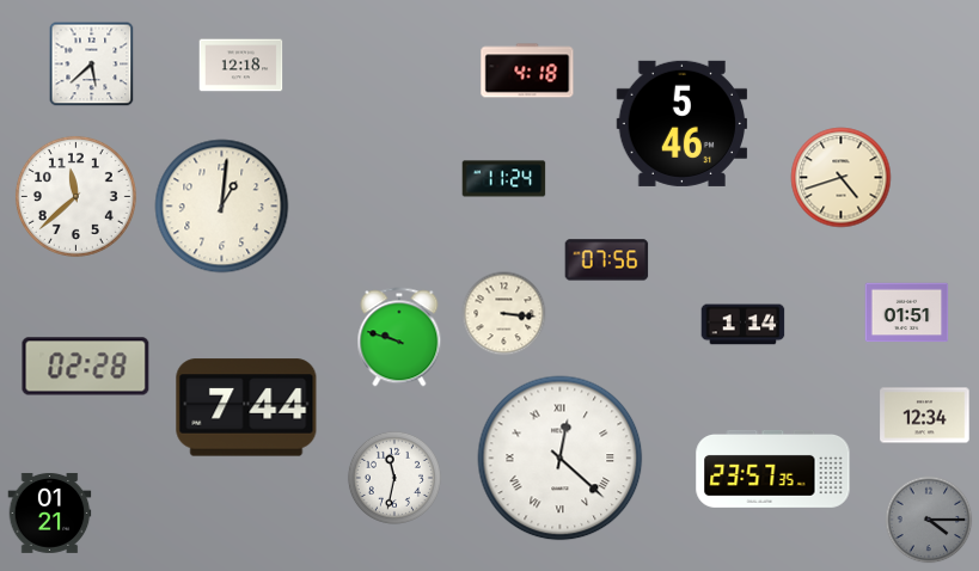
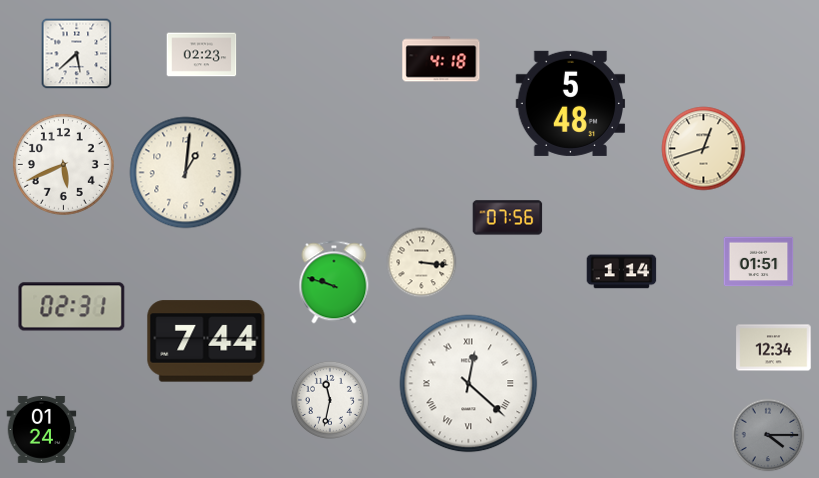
clock at (241, 66): 12:18 -> 02:23
clock at (683, 123): 5:46 -> 5:48
clock at (842, 178): 4:42 -> 12:42
clock at (504, 179): 11:24 -> none
clock at (75, 196): 11:38 -> 5:41
clock at (86, 367): 02:28 -> 02:31
clock at (773, 468): 23:57 -> none
clock at (50, 512): 01:21 -> 01:24
clock at (929, 520) position: (929, 520) -> (768, 435)
